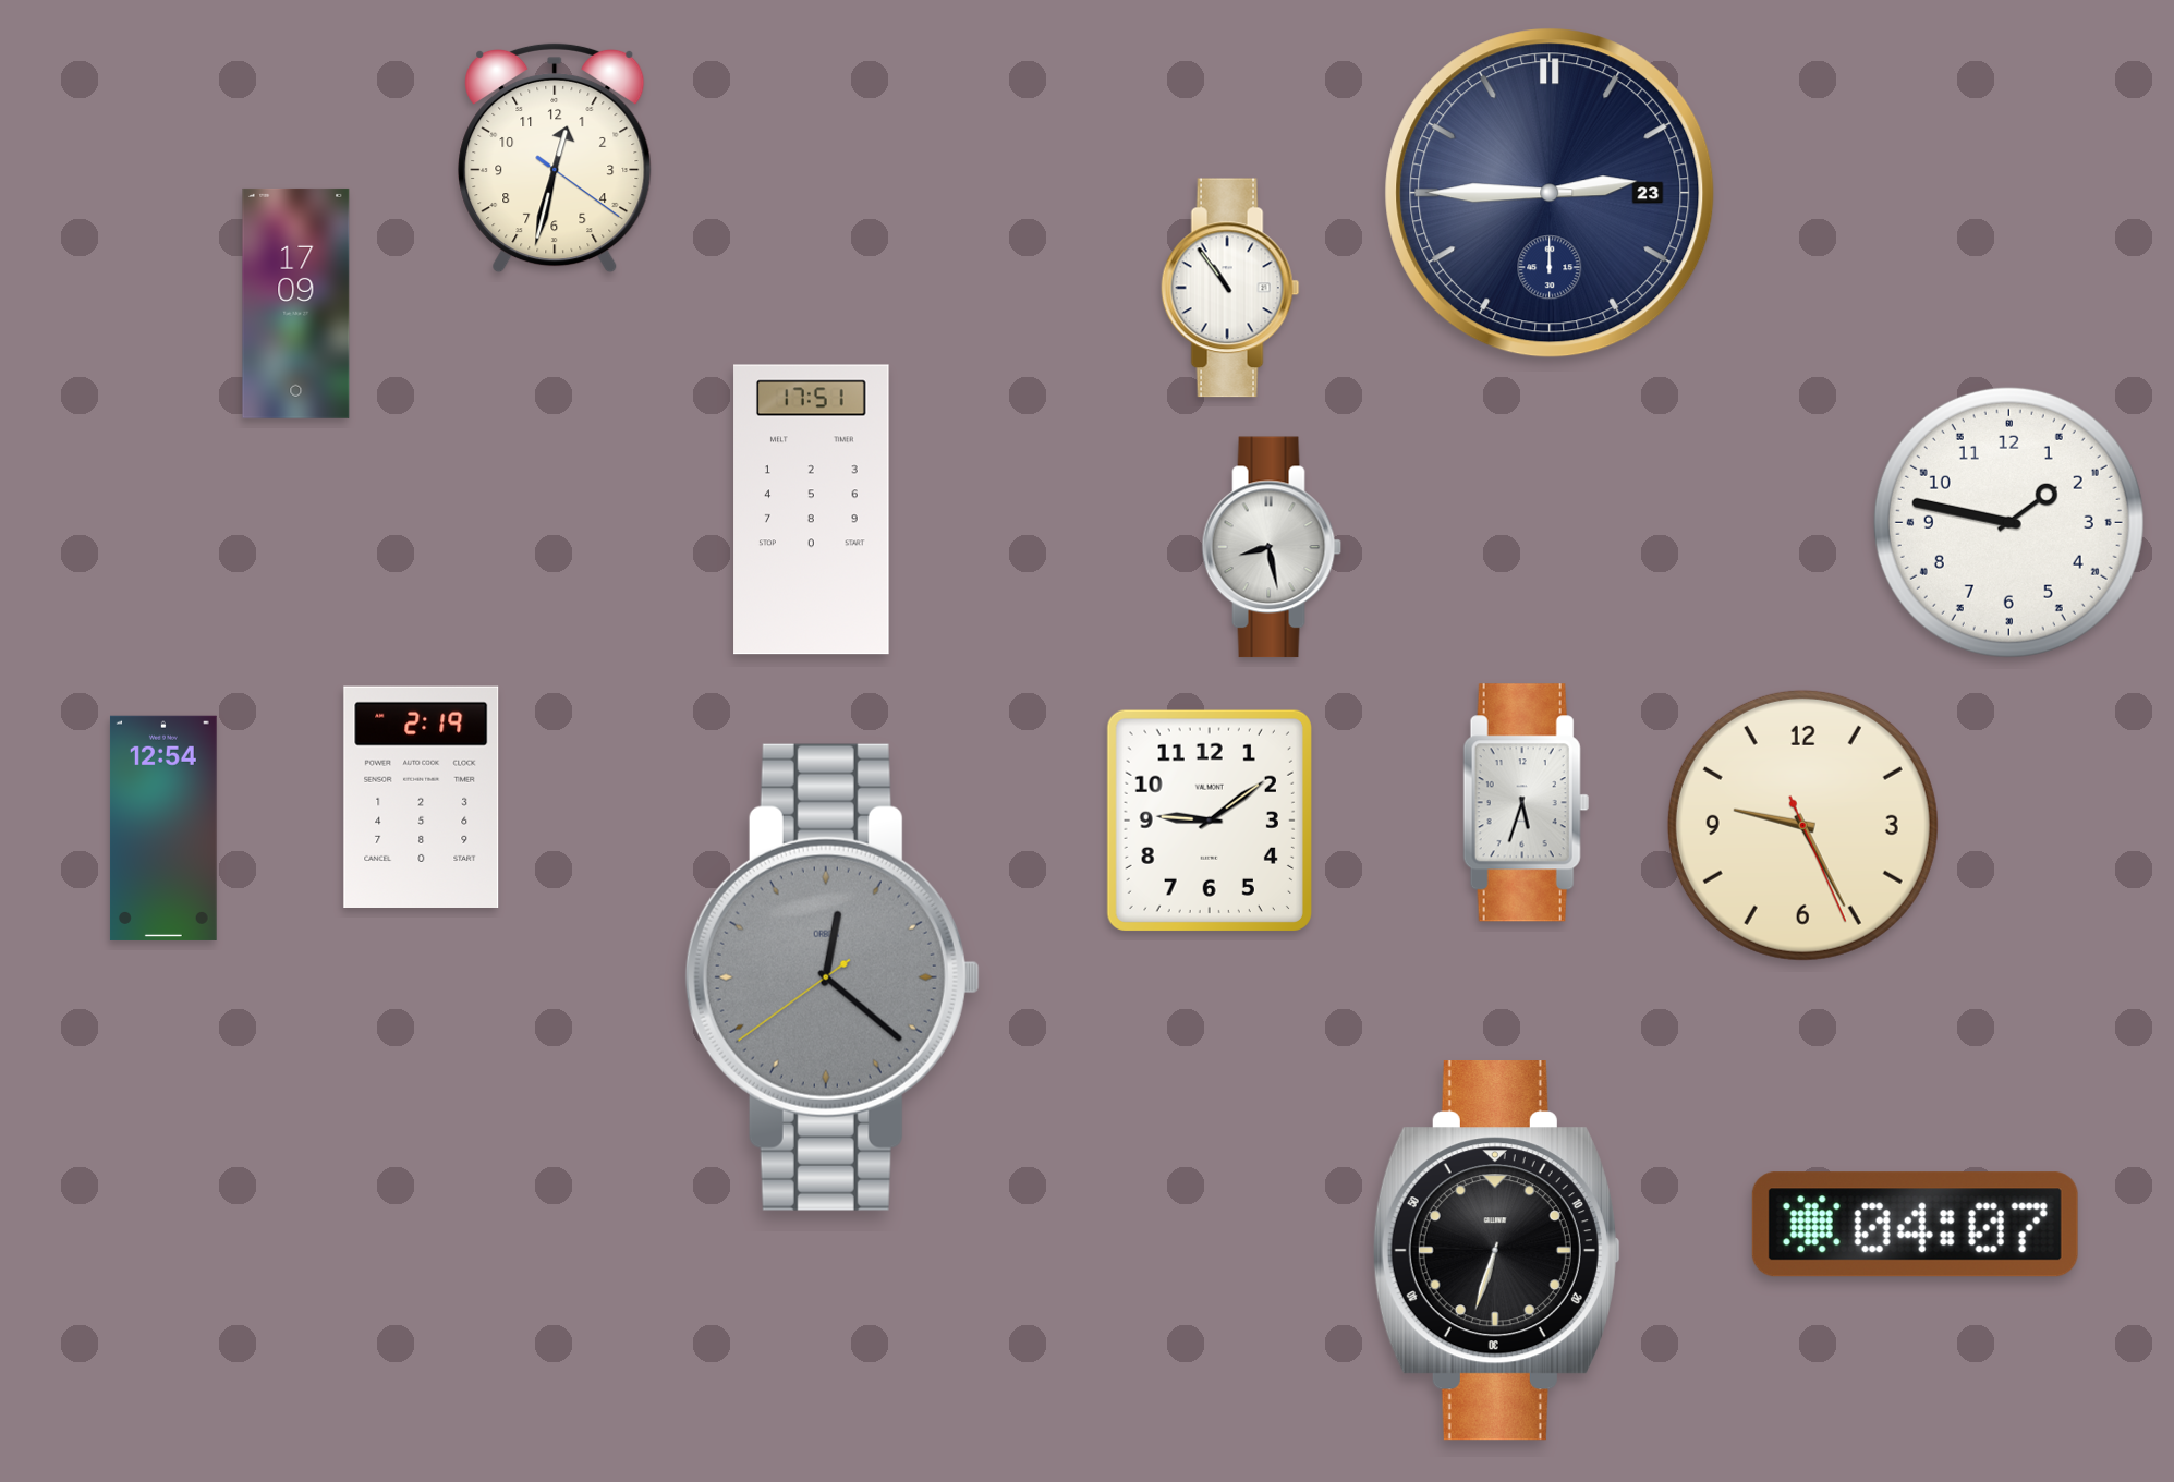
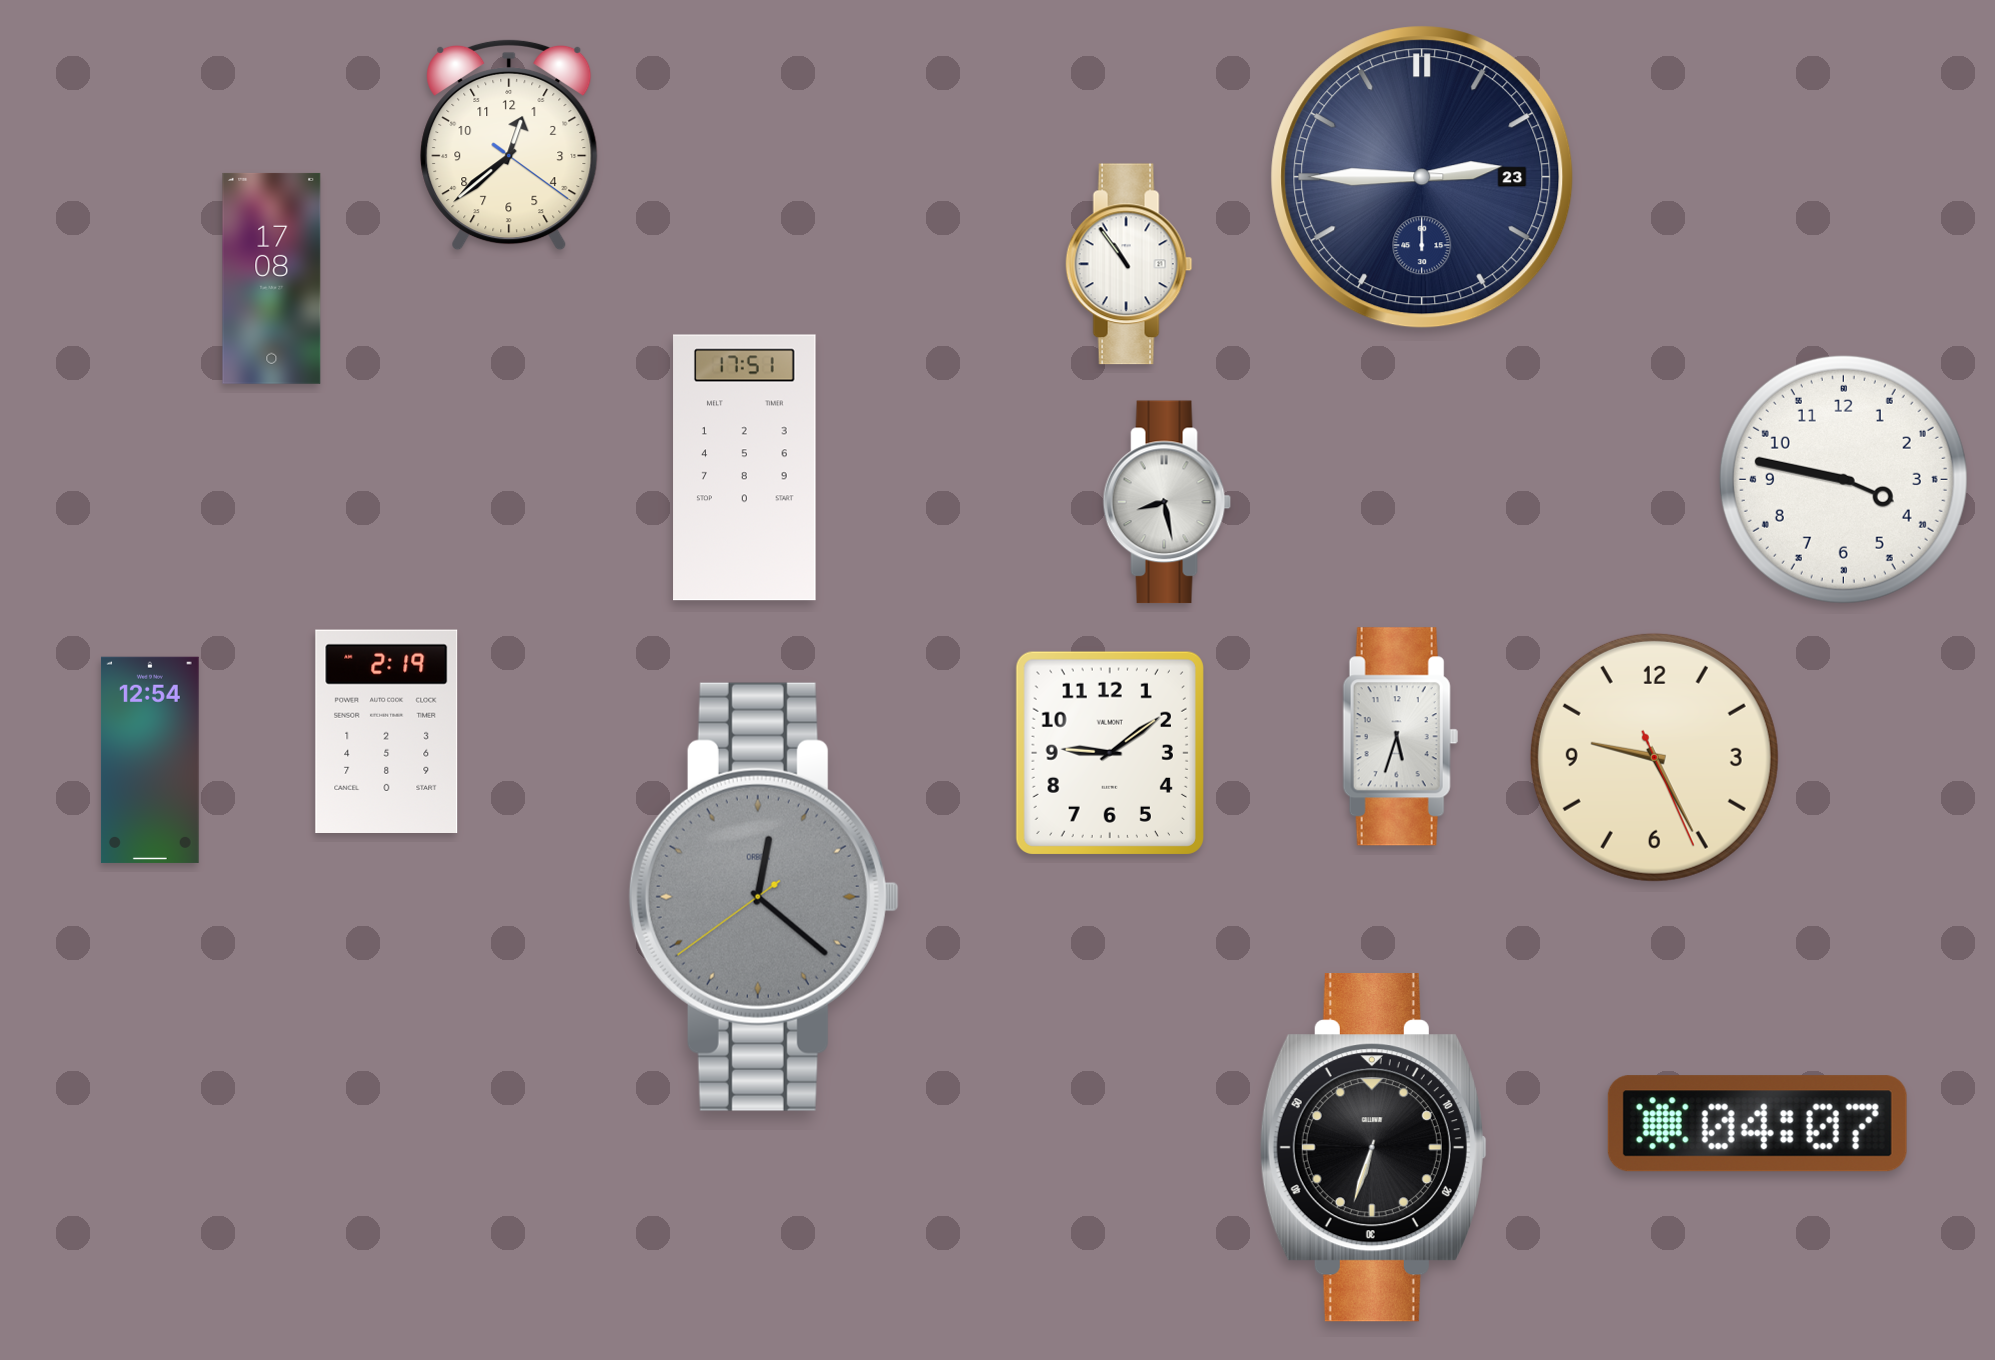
clock at (555, 158): 12:32 -> 12:38
clock at (296, 303): 17:09 -> 17:08
clock at (2008, 522): 1:47 -> 3:47
